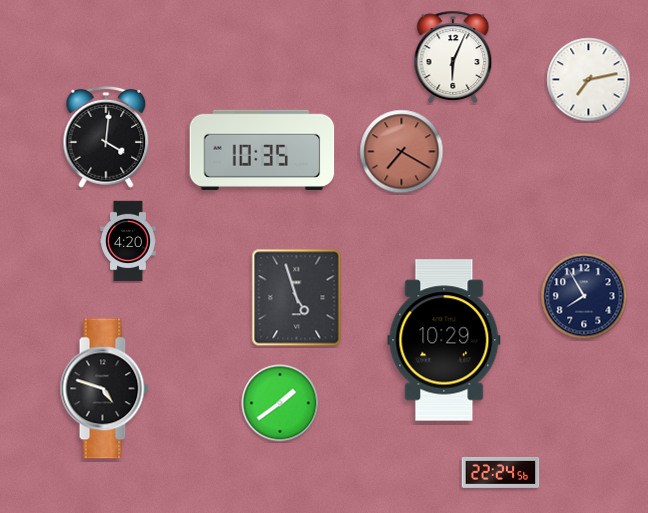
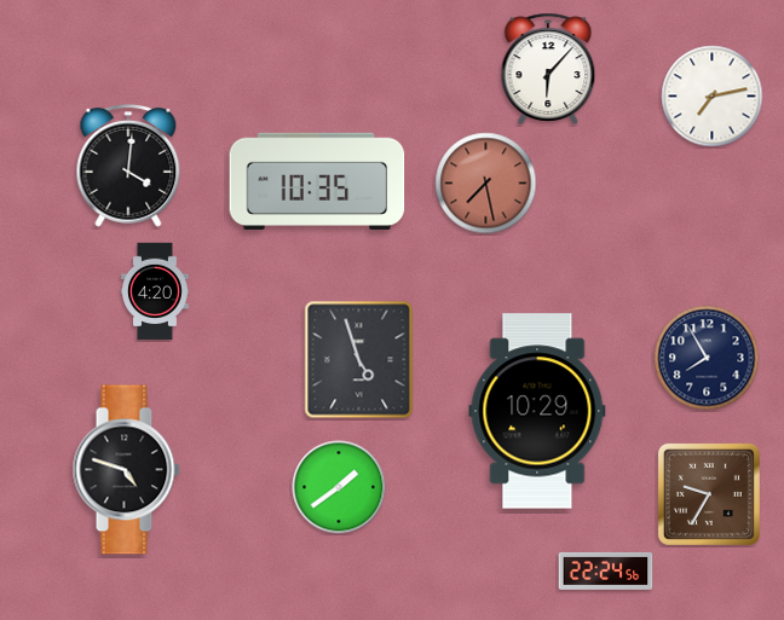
clock at (453, 57): 6:04 -> 6:07
clock at (402, 152): 7:20 -> 7:28
clock at (709, 494): none -> 9:35
